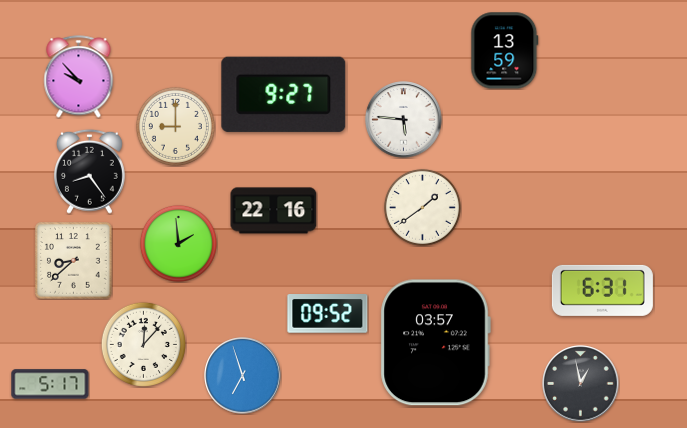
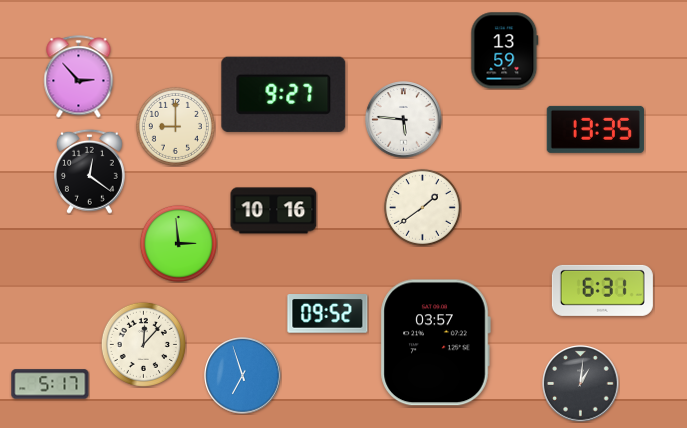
clock at (79, 77): 9:53 -> 2:53
clock at (595, 129): none -> 13:35
clock at (89, 171): 8:24 -> 12:21
clock at (274, 211): 22:16 -> 10:16
clock at (178, 243): 1:59 -> 2:59
clock at (74, 261): 8:38 -> none
clock at (581, 384): 12:58 -> 1:01
